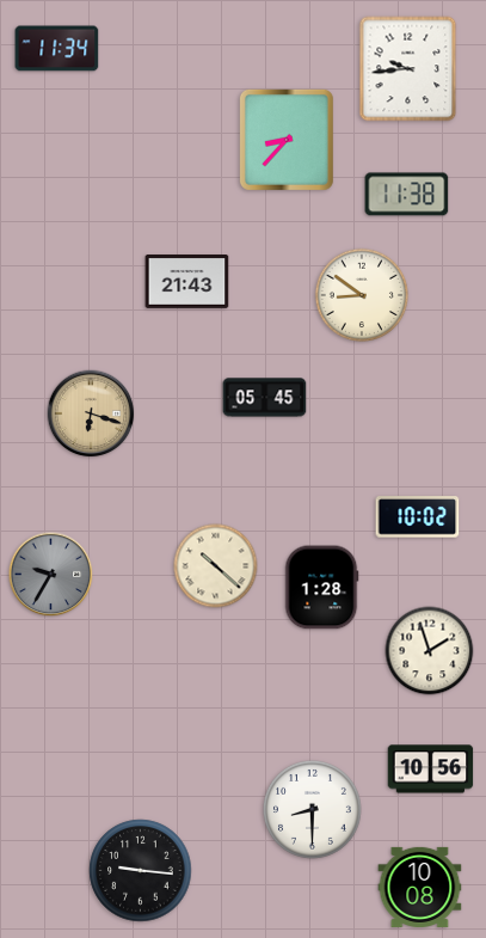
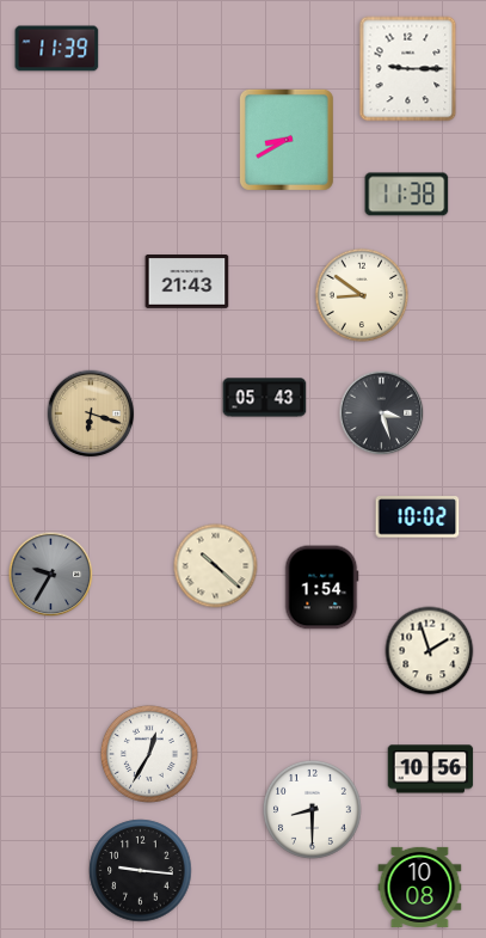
clock at (57, 49): 11:34 -> 11:39
clock at (408, 69): 9:44 -> 9:15
clock at (287, 140): 8:37 -> 8:40
clock at (265, 398): 05:45 -> 05:43
clock at (382, 413): none -> 3:27
clock at (321, 588): 1:28 -> 1:54
clock at (149, 754): none -> 12:35
